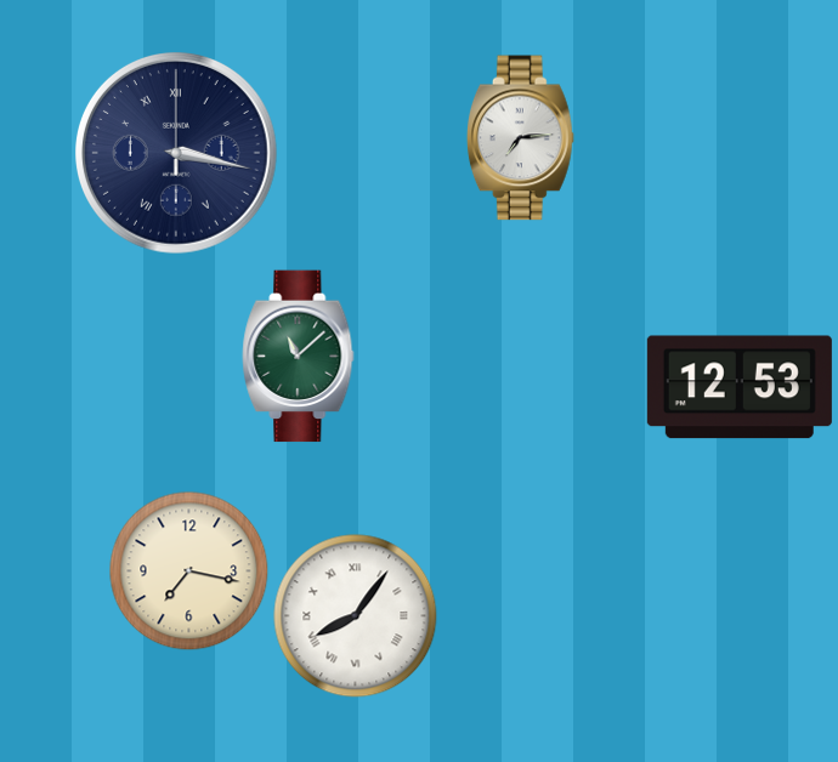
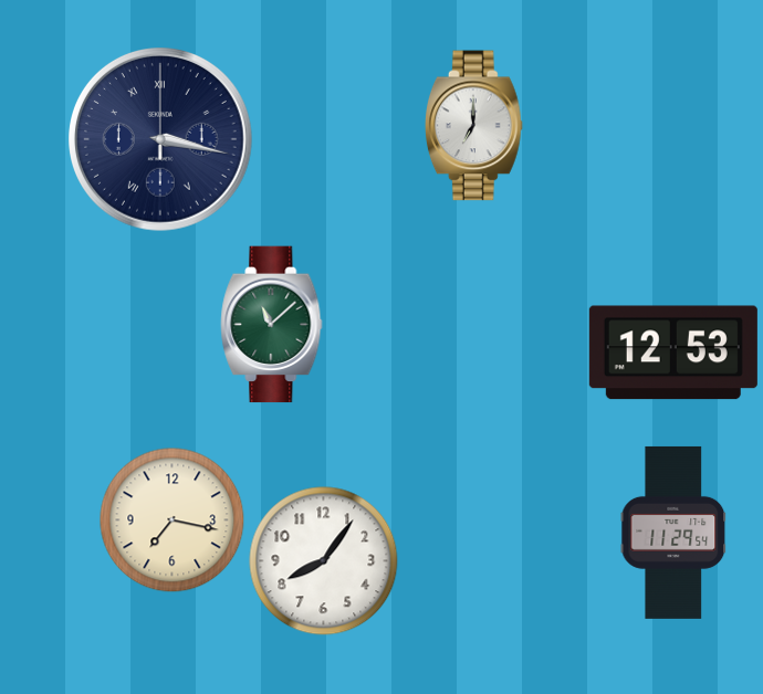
clock at (520, 138): 7:14 -> 7:00
clock at (673, 533): none -> 11:29
clock at (356, 616) numerals: Roman -> Arabic
